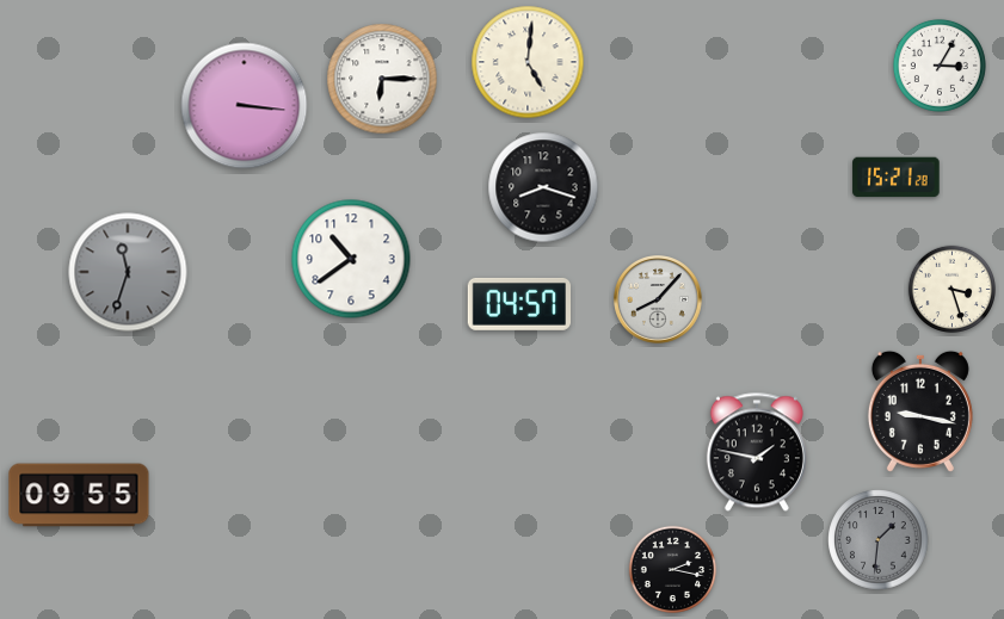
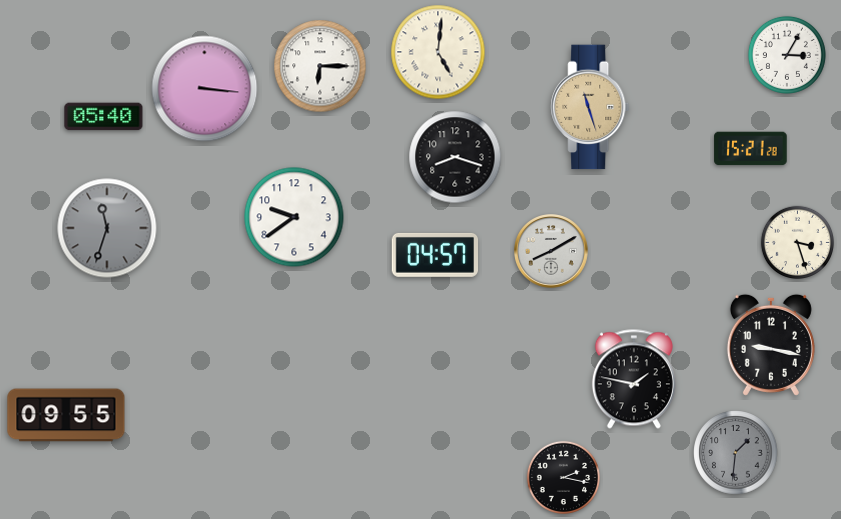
clock at (528, 62) position: (528, 62) -> (438, 52)
clock at (590, 107): none -> 11:27
clock at (104, 117): none -> 05:40
clock at (351, 259): 10:39 -> 9:39
clock at (658, 299): 8:07 -> 8:10
